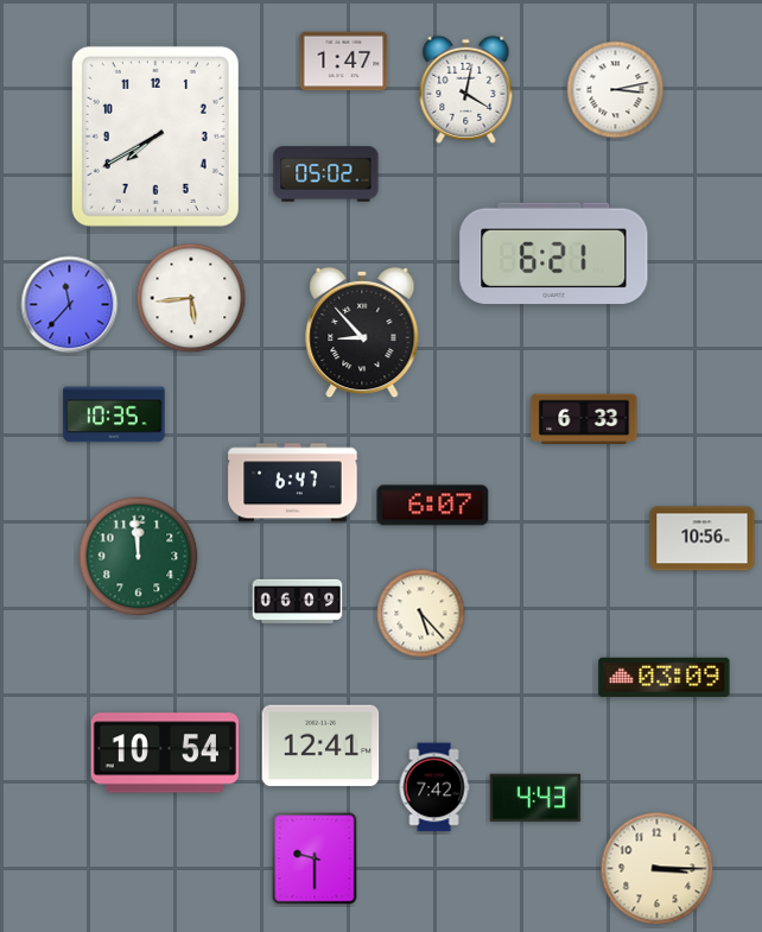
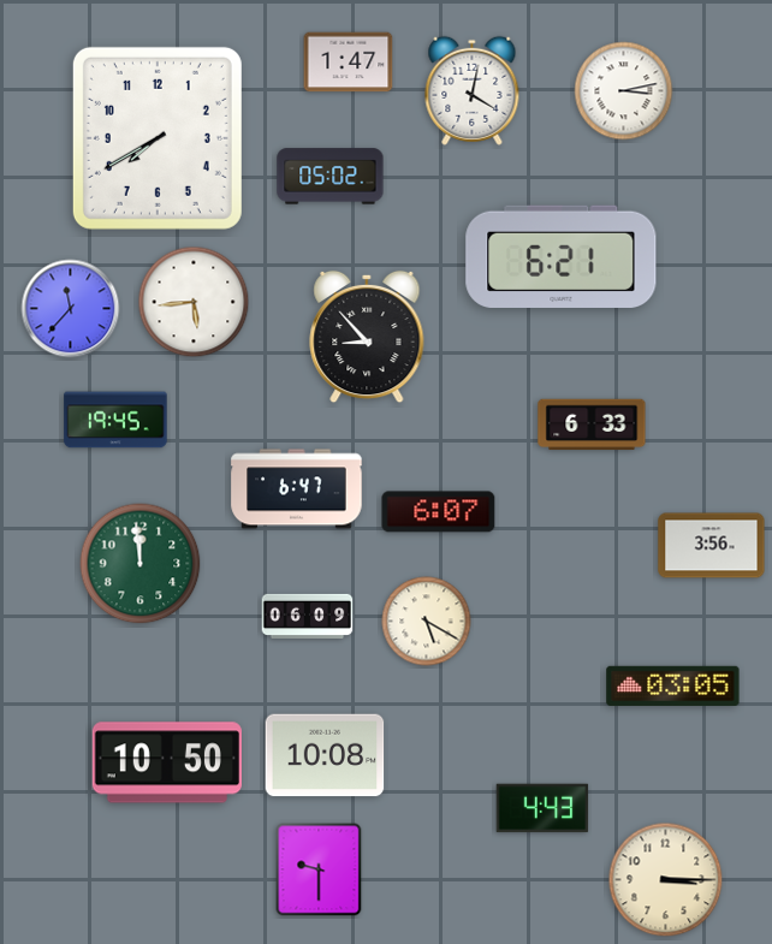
clock at (114, 414): 10:35 -> 19:45
clock at (703, 539): 10:56 -> 3:56
clock at (298, 601) position: (298, 601) -> (308, 616)
clock at (421, 614): 5:23 -> 5:20
clock at (665, 677): 03:09 -> 03:05
clock at (320, 746): 12:41 -> 10:08
clock at (165, 753): 10:54 -> 10:50
clock at (434, 787): 7:42 -> none
